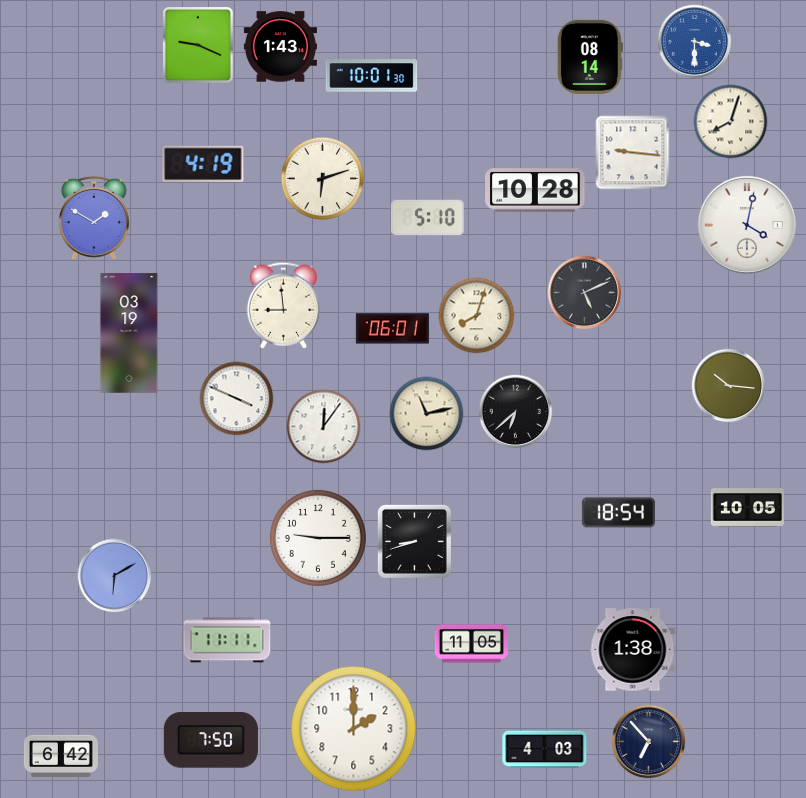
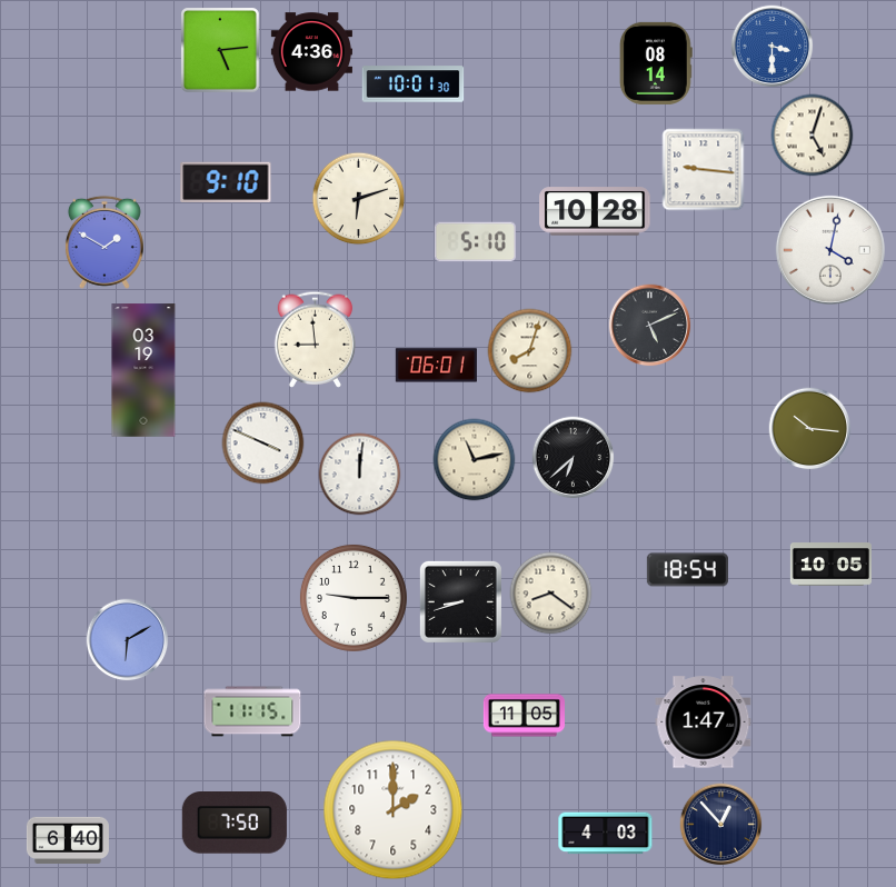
clock at (199, 46): 9:19 -> 5:14
clock at (280, 47): 1:43 -> 4:36
clock at (731, 122): 8:03 -> 5:03
clock at (203, 164): 4:19 -> 9:10
clock at (324, 427): 12:06 -> 12:01
clock at (551, 594): none -> 8:21
clock at (227, 640): 11:11 -> 11:15
clock at (633, 650): 1:38 -> 1:47
clock at (649, 742): 6:53 -> 12:53
clock at (61, 756): 6:42 -> 6:40
